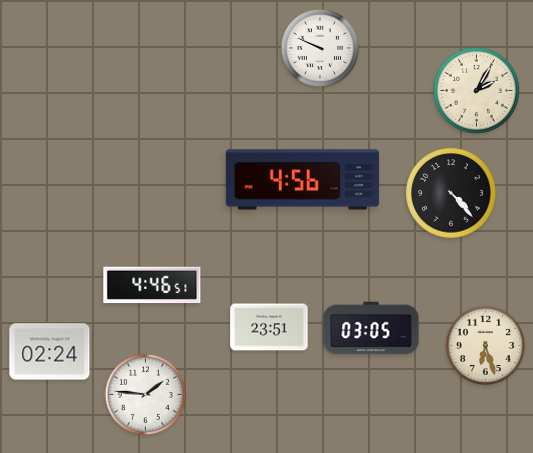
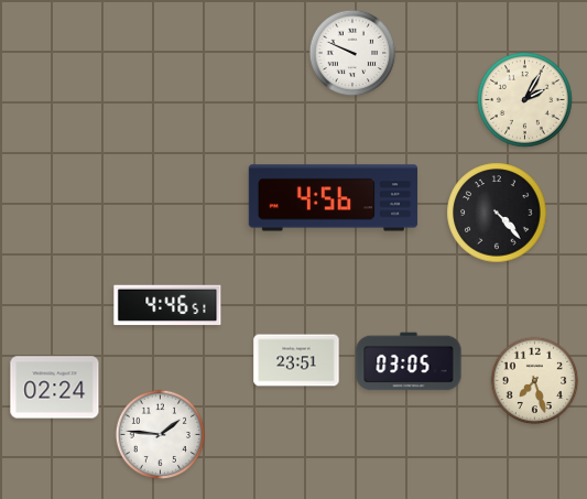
clock at (152, 285) position: (152, 285) -> (167, 305)
clock at (486, 346): 6:27 -> 7:27
